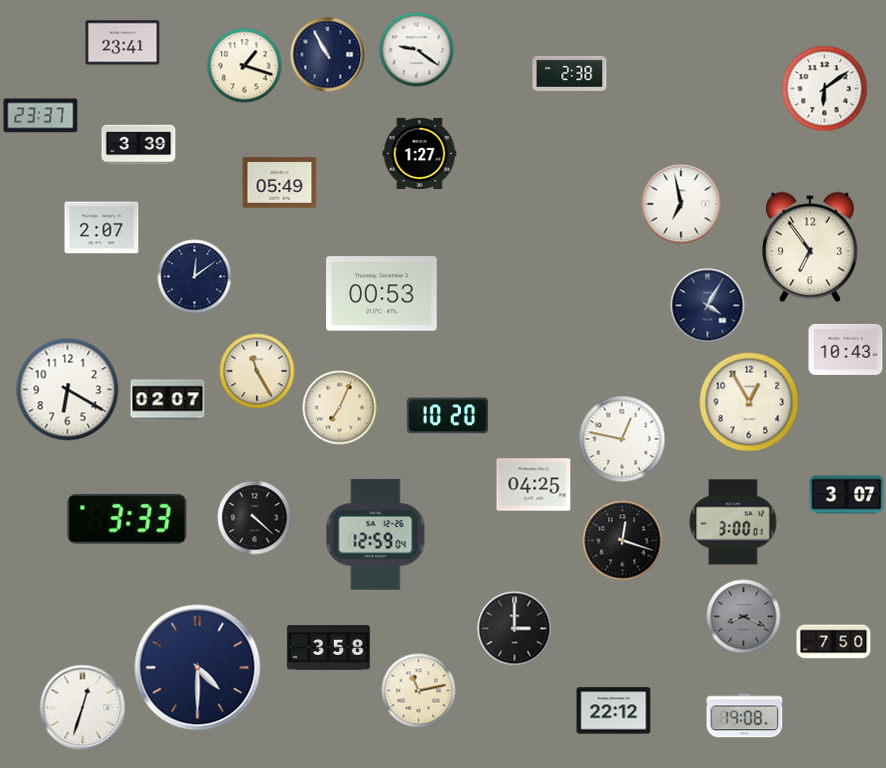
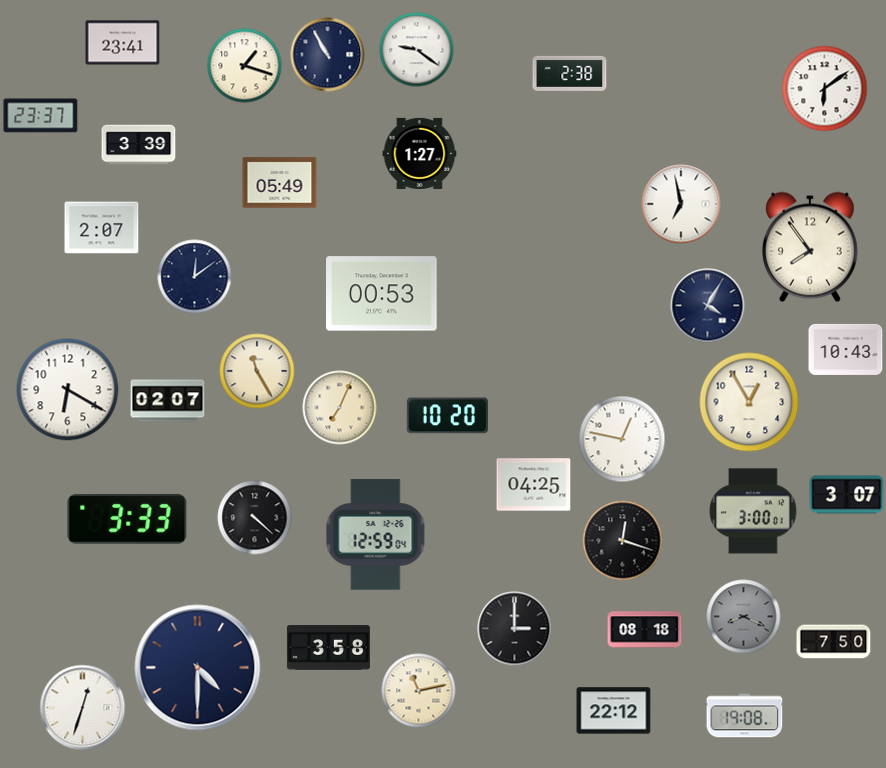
clock at (810, 247): 6:54 -> 7:54
clock at (733, 522) position: (733, 522) -> (753, 511)
clock at (645, 630): none -> 08:18
